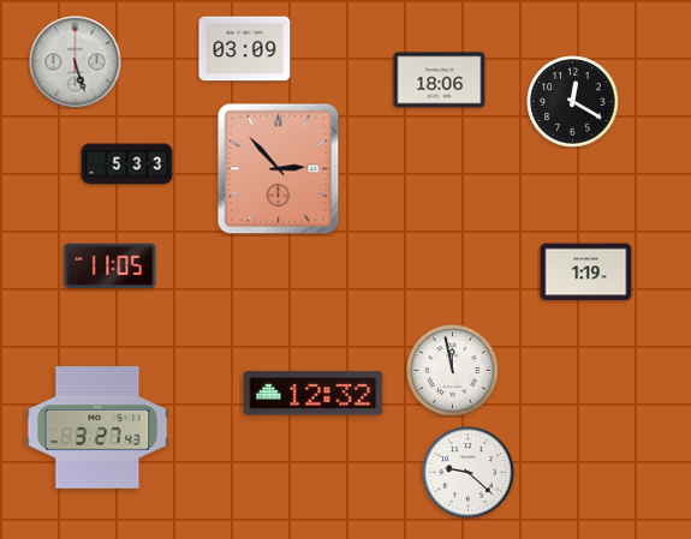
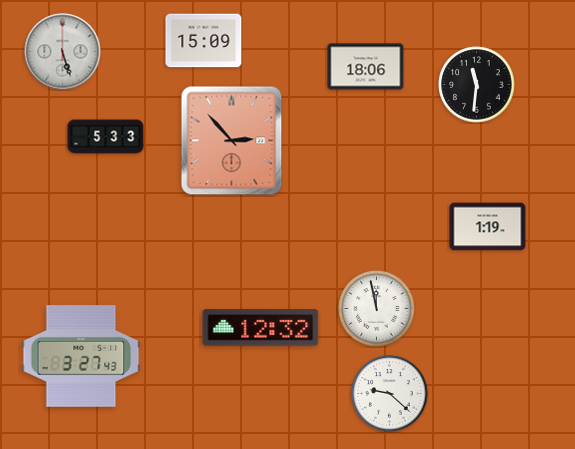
clock at (245, 49): 03:09 -> 15:09
clock at (573, 102): 12:20 -> 11:31
clock at (111, 265): 11:05 -> none
